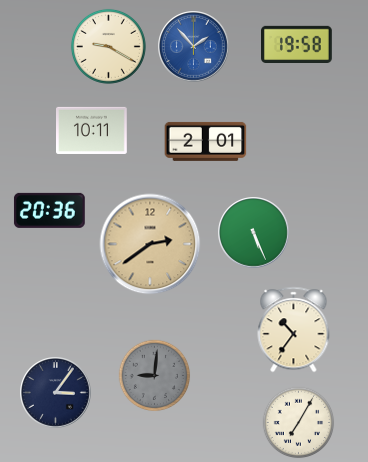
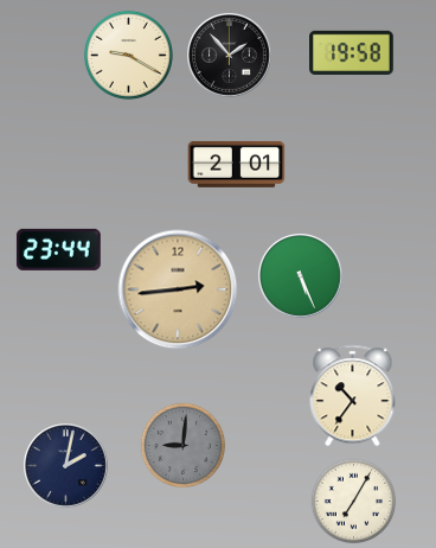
clock at (194, 47) dial: blue -> black
clock at (92, 130): 10:11 -> none
clock at (206, 141) position: (206, 141) -> (237, 164)
clock at (49, 210): 20:36 -> 23:44
clock at (150, 244): 2:39 -> 2:44
clock at (294, 330) position: (294, 330) -> (353, 396)
clock at (56, 393): 3:06 -> 2:02
